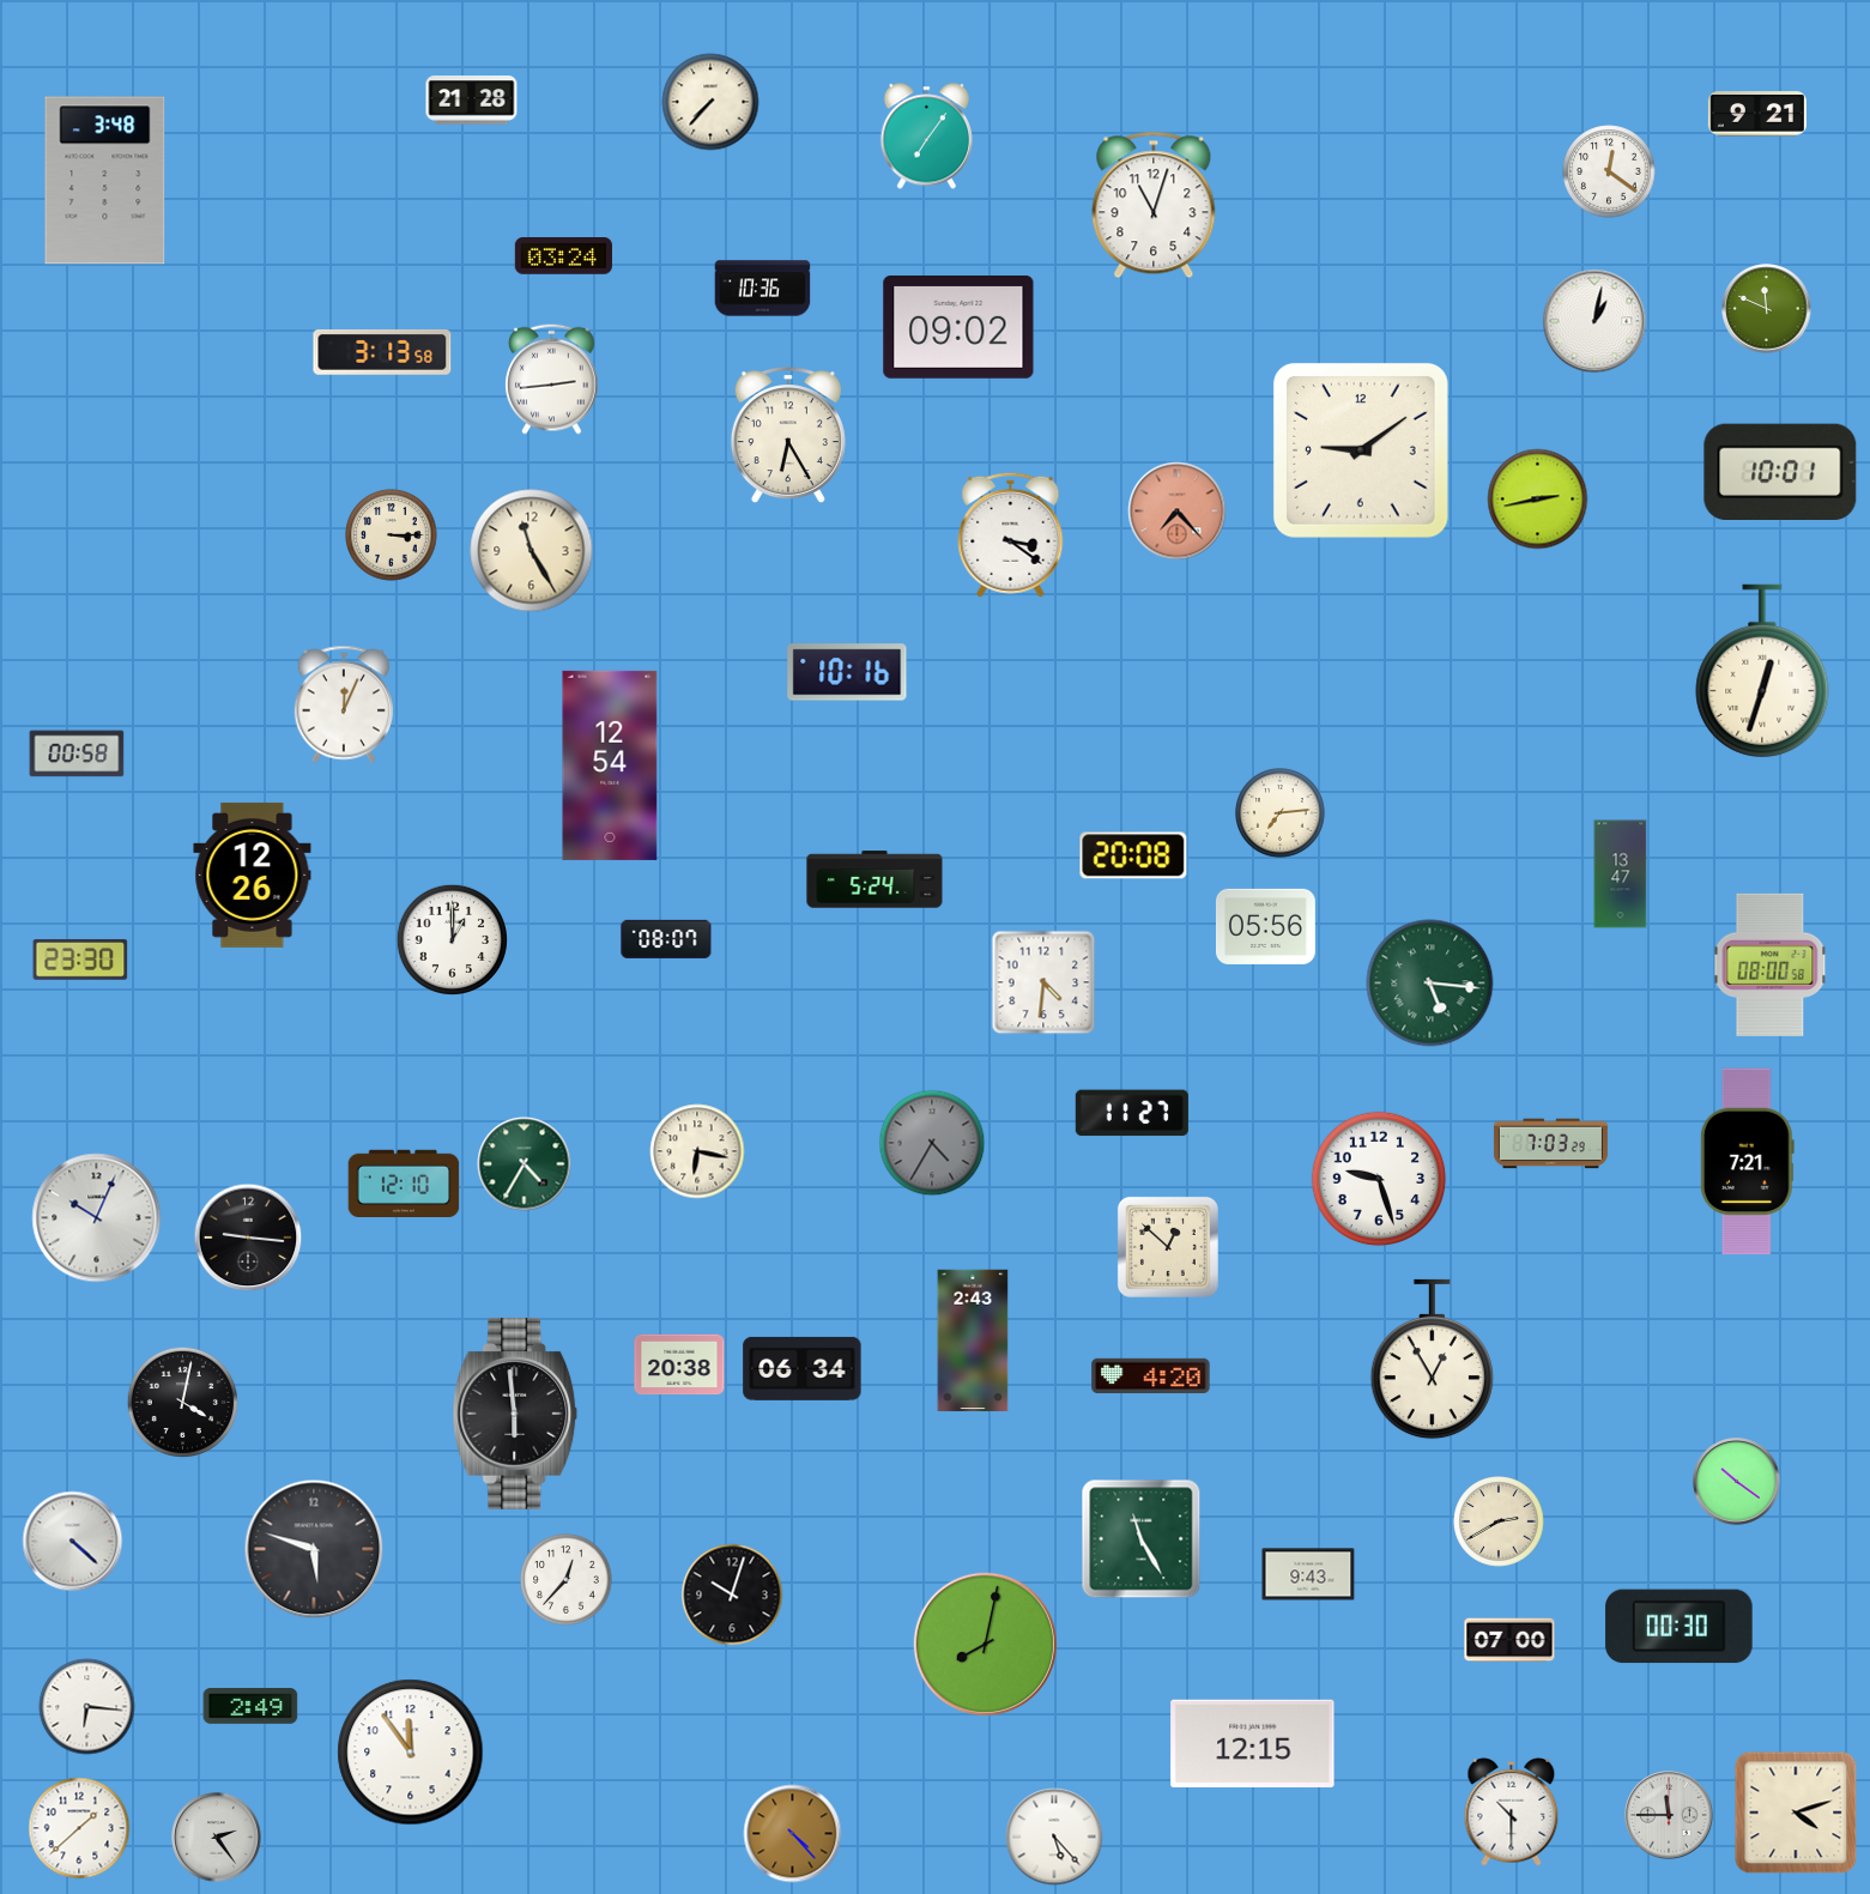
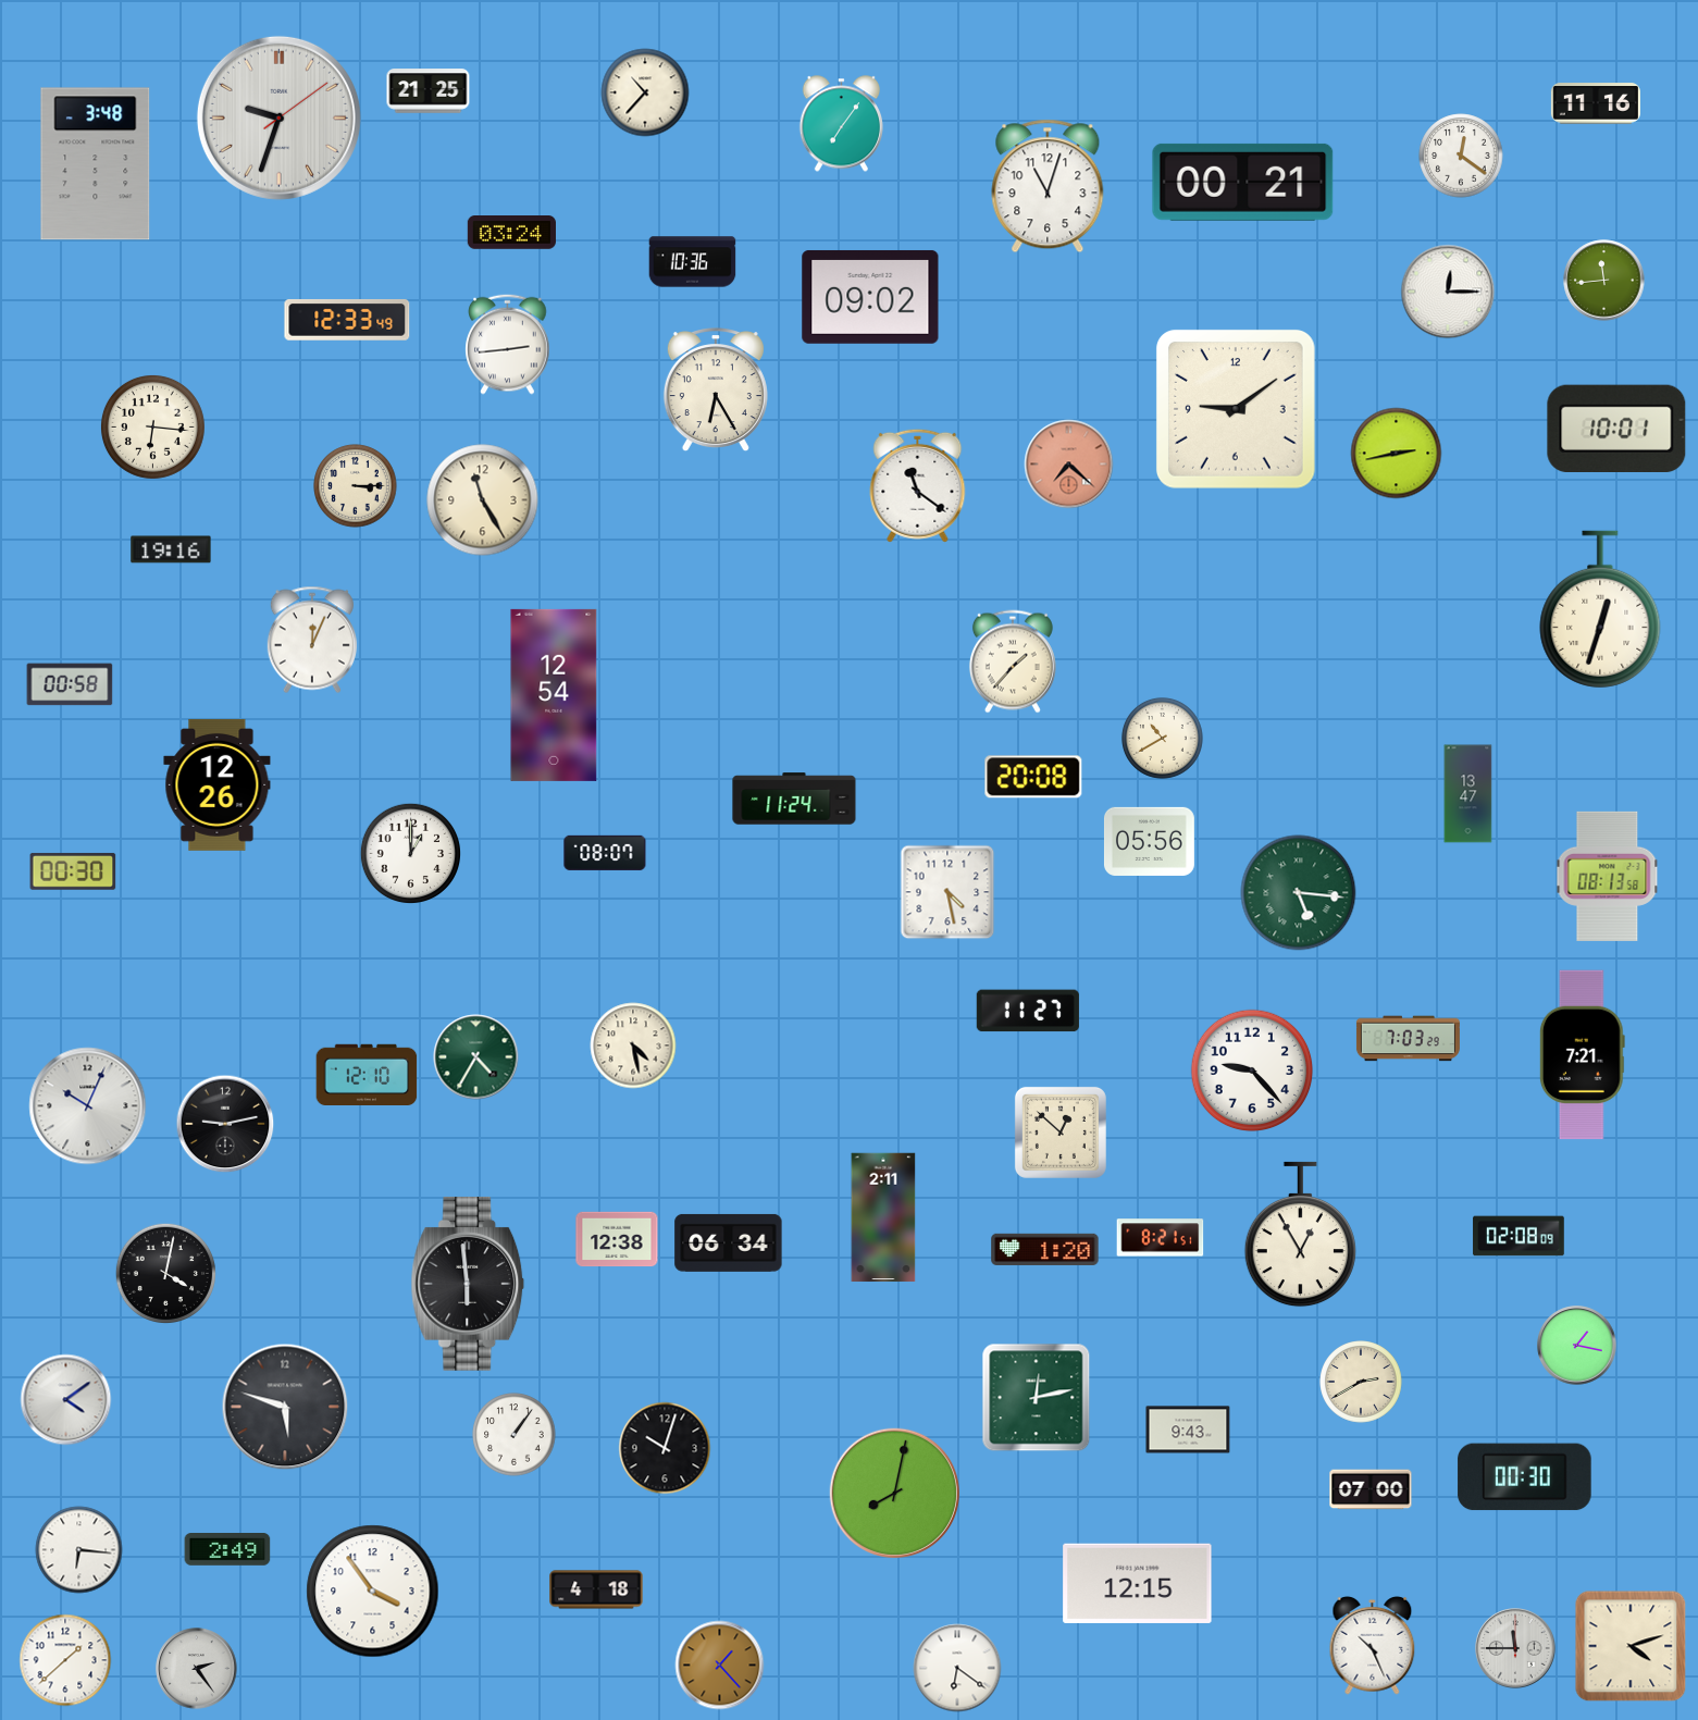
clock at (472, 101): 21:28 -> 21:25
clock at (710, 102): 7:37 -> 10:37
clock at (1757, 114): 9:21 -> 11:16
clock at (278, 117): none -> 9:33
clock at (1243, 182): none -> 00:21
clock at (1767, 309): 11:49 -> 11:44
clock at (1594, 321): 1:02 -> 12:15
clock at (382, 352): 3:13 -> 12:33
clock at (552, 379) position: (552, 379) -> (508, 344)
clock at (788, 436) position: (788, 436) -> (716, 391)
clock at (152, 426): none -> 6:16
clock at (1178, 512): 7:23 -> 7:22
clock at (1011, 534): 3:21 -> 11:21
clock at (171, 549): none -> 19:16
clock at (847, 672): 10:16 -> none
clock at (1013, 661): none -> 1:37
clock at (1281, 813): 7:14 -> 10:40
clock at (1133, 855) position: (1133, 855) -> (1033, 777)
clock at (253, 875) position: (253, 875) -> (218, 784)
clock at (1621, 875) position: (1621, 875) -> (1468, 794)
clock at (875, 879): 5:24 -> 11:24
clock at (80, 960): 23:30 -> 00:30
clock at (1771, 964): 08:00 -> 08:13
clock at (1043, 982): 4:31 -> 4:28
clock at (932, 1143): 4:35 -> none
clock at (697, 1151): 6:17 -> 4:28
clock at (1747, 1162) position: (1747, 1162) -> (1582, 1055)
clock at (1379, 1179): 9:27 -> 9:23
clock at (248, 1238): 9:16 -> 9:13
clock at (973, 1341): 2:43 -> 2:11
clock at (1519, 1236): none -> 02:08
clock at (1161, 1238): none -> 8:21
clock at (679, 1364): 20:38 -> 12:38
clock at (1151, 1375): 4:20 -> 1:20
clock at (1737, 1482): 10:21 -> 1:17
clock at (1142, 1539): 11:25 -> 12:13
clock at (73, 1542): 4:22 -> 4:09
clock at (567, 1580): 12:37 -> 1:06
clock at (596, 1589): none -> 4:18
clock at (411, 1753): 11:54 -> 3:54
clock at (1512, 1811): 10:30 -> 10:26
clock at (79, 1828) position: (79, 1828) -> (65, 1660)
clock at (793, 1834): 4:23 -> 1:23
clock at (1054, 1836): 5:23 -> 6:21
